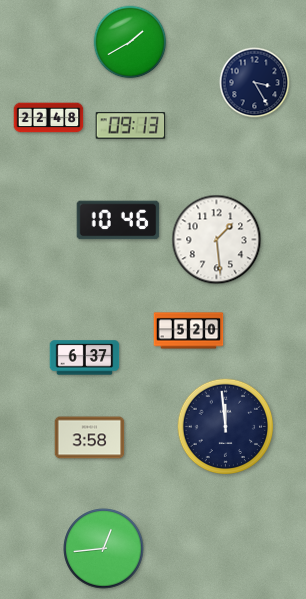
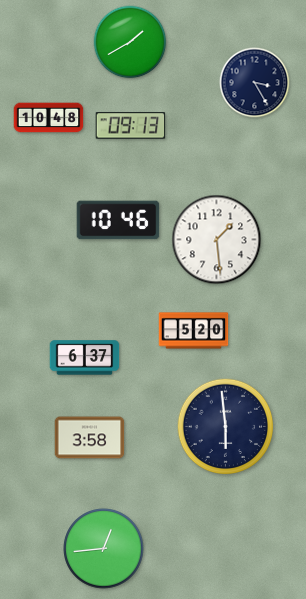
clock at (49, 118): 22:48 -> 10:48
clock at (189, 331) position: (189, 331) -> (194, 331)
clock at (226, 427): 11:59 -> 5:59
